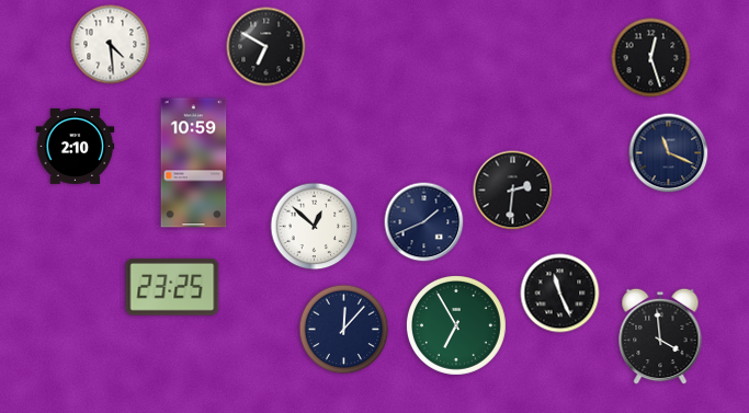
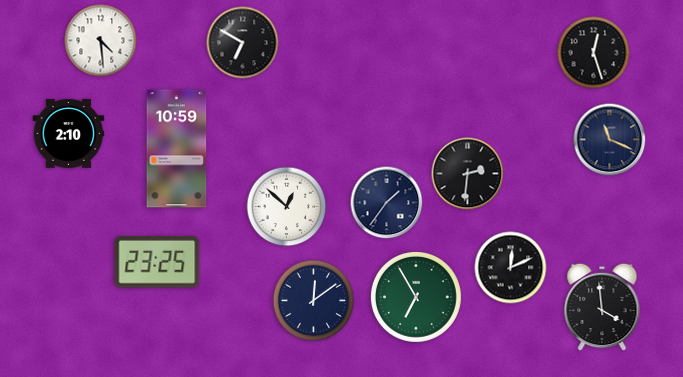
clock at (424, 222): 1:41 -> 1:36
clock at (560, 294): 11:26 -> 12:11
clock at (344, 330): 12:07 -> 12:09
